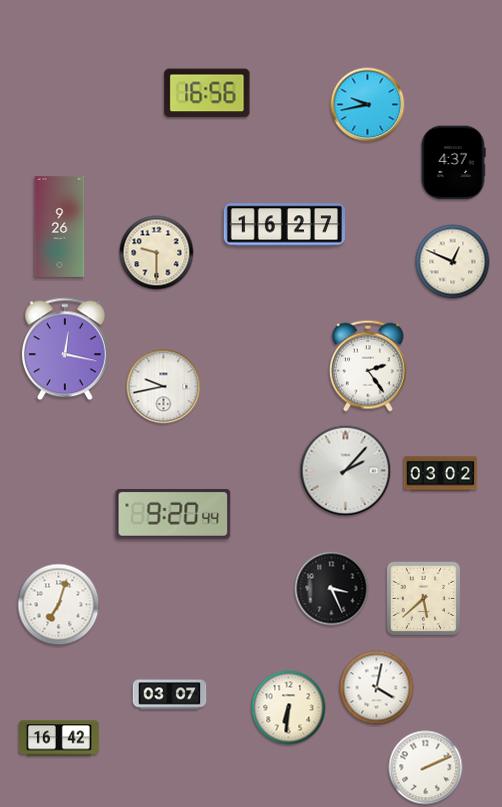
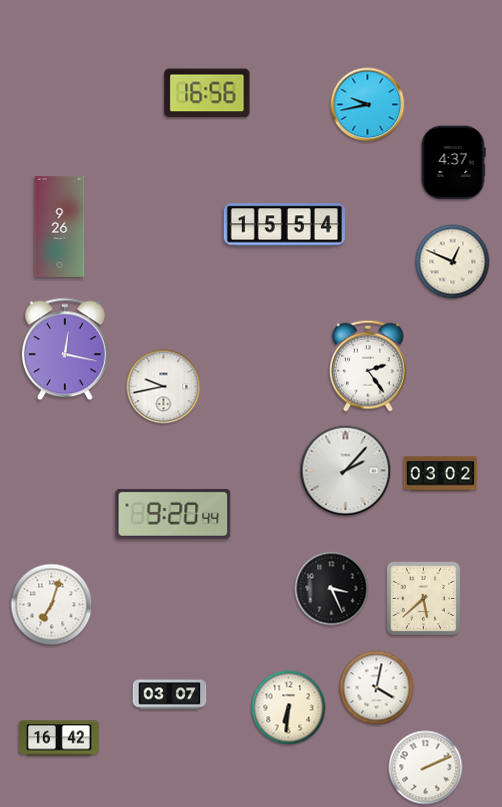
clock at (284, 225): 16:27 -> 15:54
clock at (157, 253): 9:30 -> none
clock at (59, 605) position: (59, 605) -> (52, 605)
